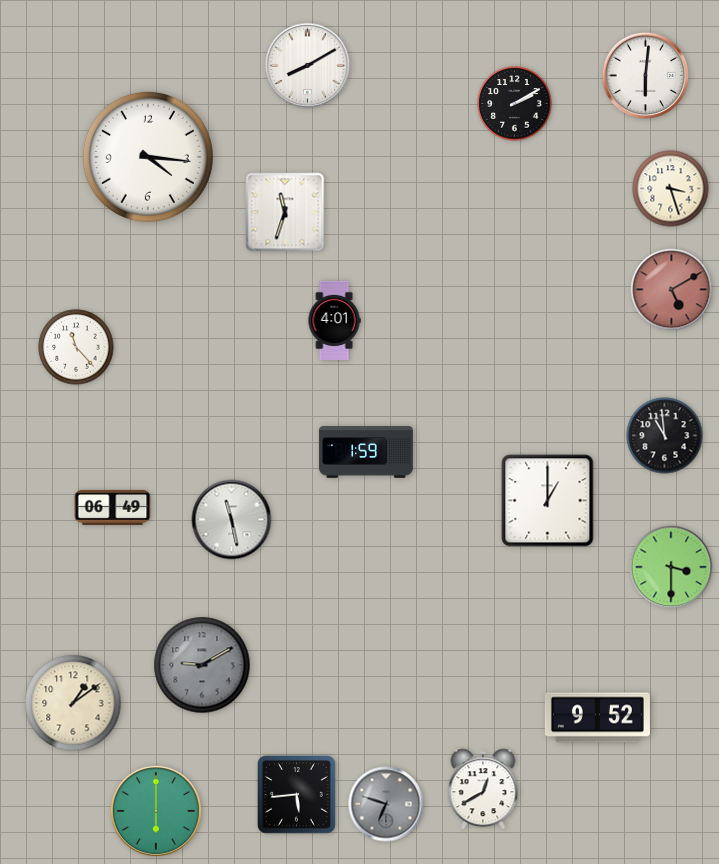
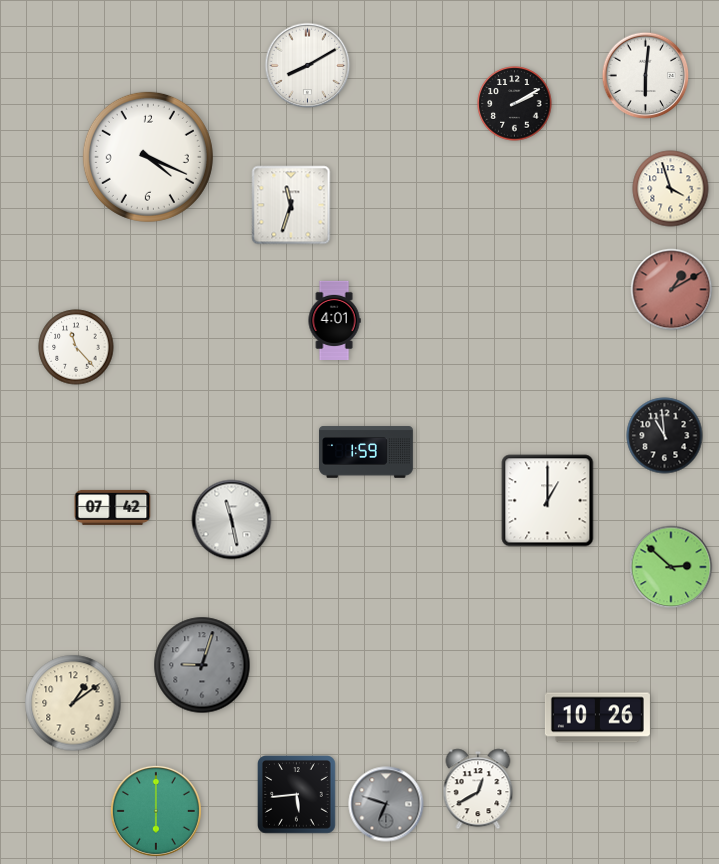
clock at (148, 157): 4:16 -> 4:19
clock at (671, 189): 3:27 -> 3:57
clock at (285, 212) position: (285, 212) -> (291, 205)
clock at (672, 290): 5:10 -> 1:10
clock at (113, 507): 06:49 -> 07:42
clock at (671, 567): 3:30 -> 2:52
clock at (202, 665): 9:10 -> 9:03
clock at (597, 718): 9:52 -> 10:26
clock at (483, 789) position: (483, 789) -> (478, 789)
